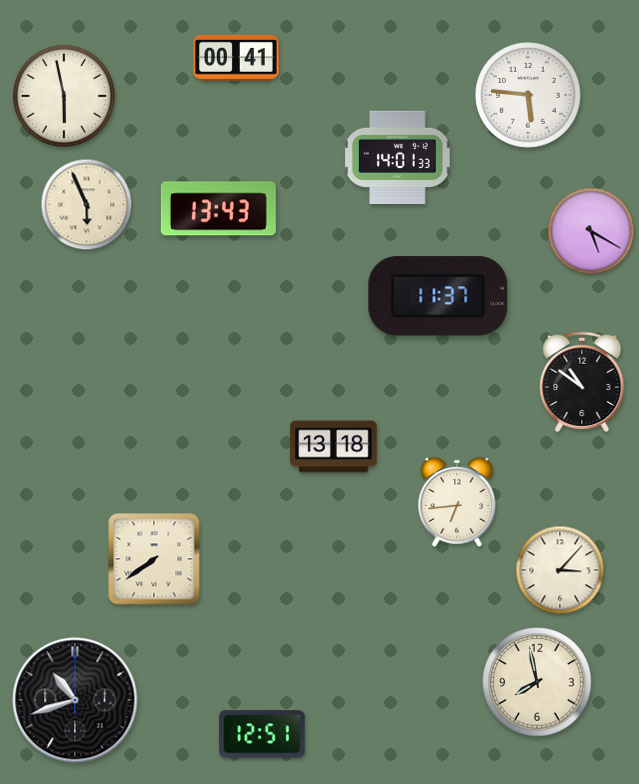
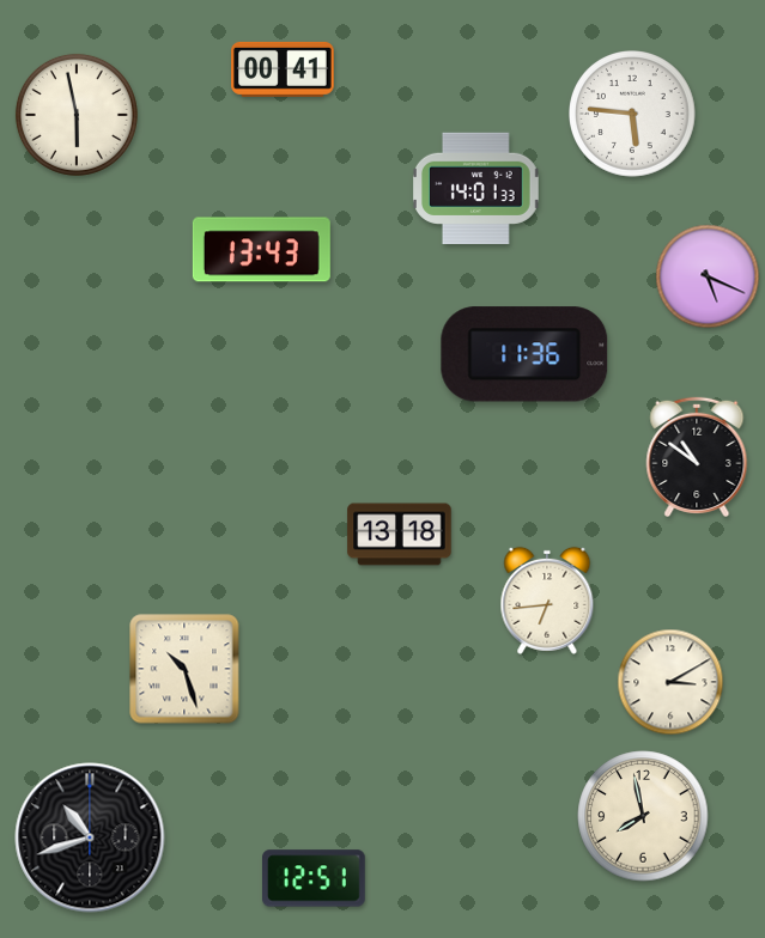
clock at (87, 205): 5:56 -> none
clock at (591, 231): 5:20 -> 5:19
clock at (438, 296): 11:37 -> 11:36
clock at (154, 559): 7:39 -> 10:27
clock at (560, 570): 3:07 -> 3:10
